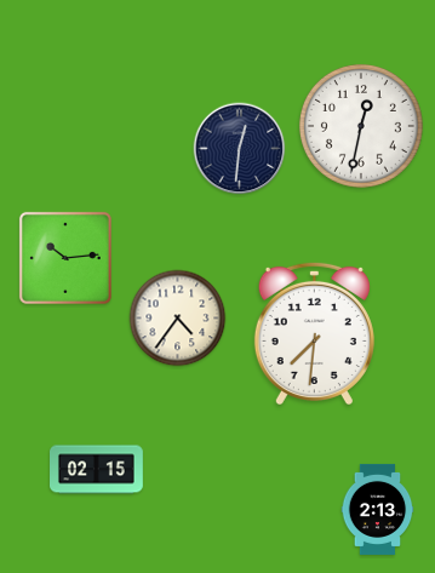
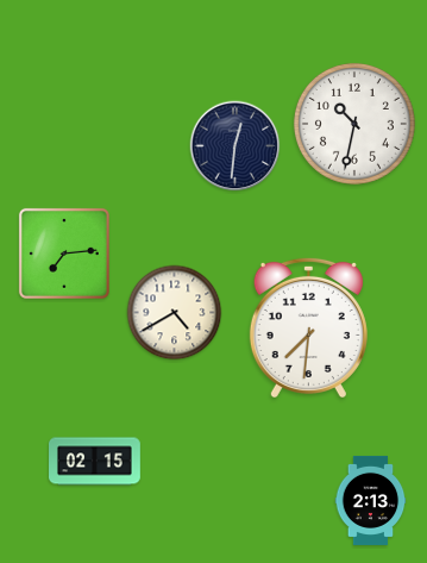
clock at (361, 126): 12:32 -> 10:32
clock at (65, 258): 10:14 -> 7:14
clock at (178, 319): 4:36 -> 4:40
